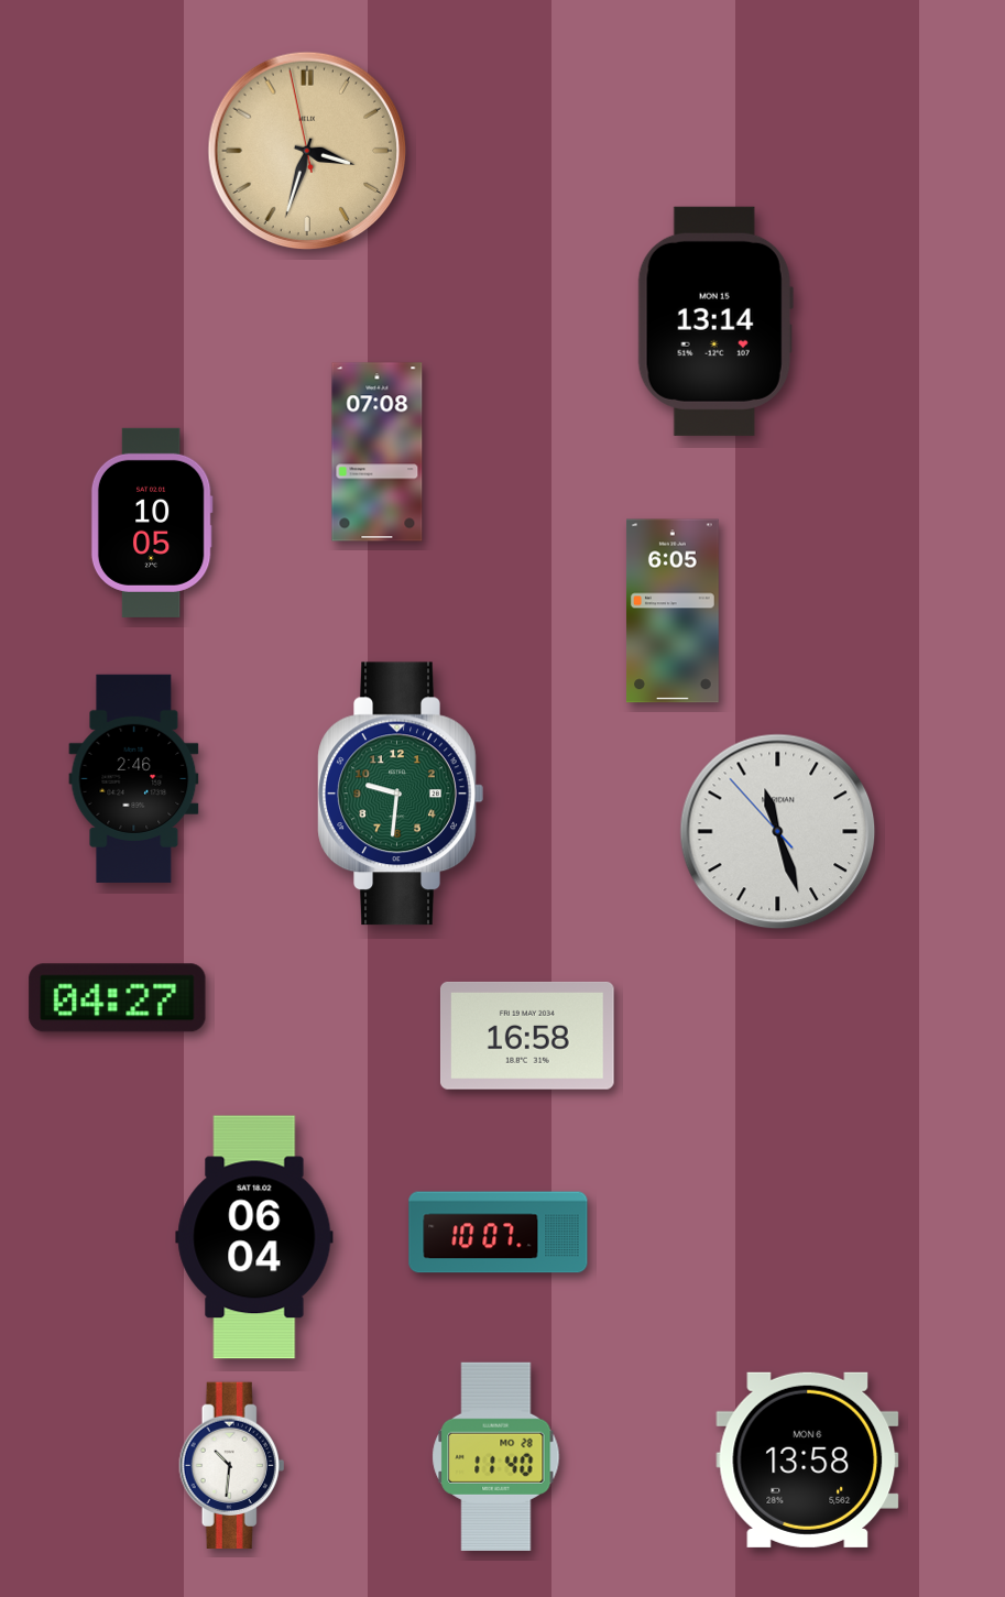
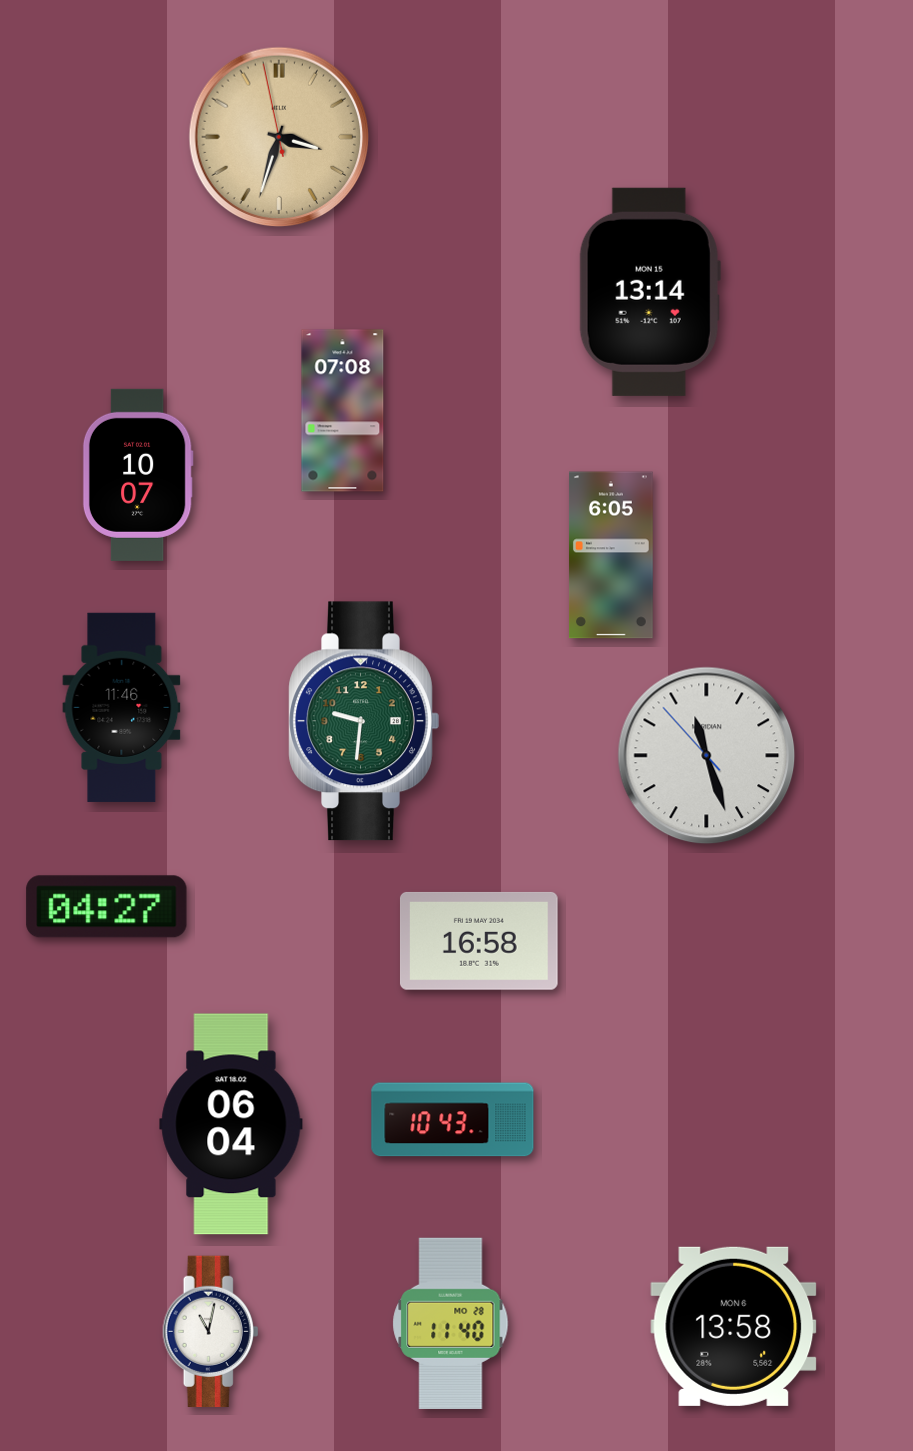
clock at (152, 523): 10:05 -> 10:07
clock at (134, 778): 2:46 -> 11:46
clock at (499, 1233): 10:07 -> 10:43
clock at (232, 1466): 10:31 -> 11:02
